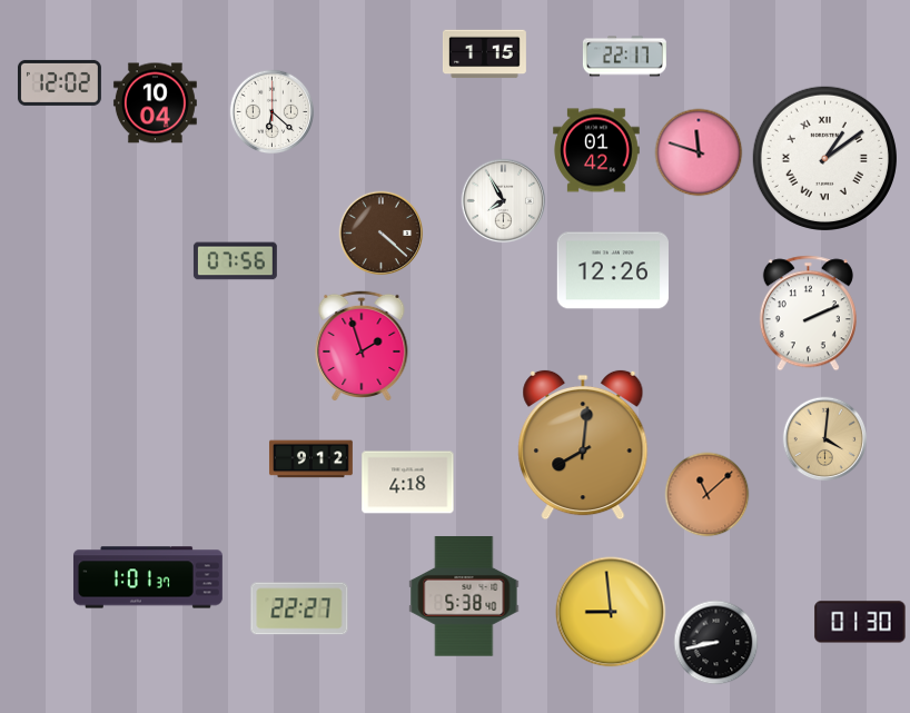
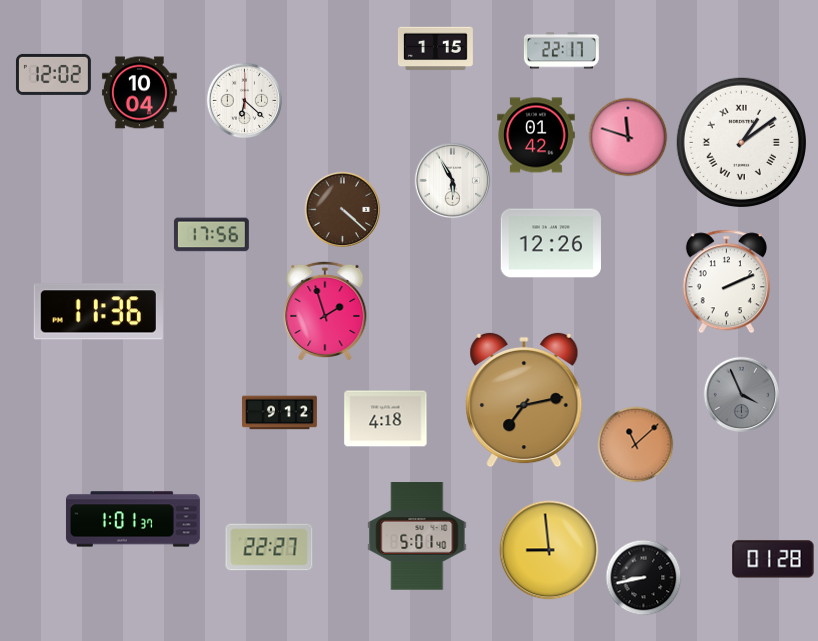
clock at (504, 201): 7:55 -> 5:55
clock at (235, 261): 07:56 -> 17:56
clock at (98, 312): none -> 11:36
clock at (825, 439): 4:01 -> 3:56
clock at (825, 439) dial: champagne -> grey
clock at (583, 445): 8:01 -> 7:13
clock at (408, 483) position: (408, 483) -> (386, 419)
clock at (464, 596): 5:38 -> 5:01
clock at (860, 622): 01:30 -> 01:28
